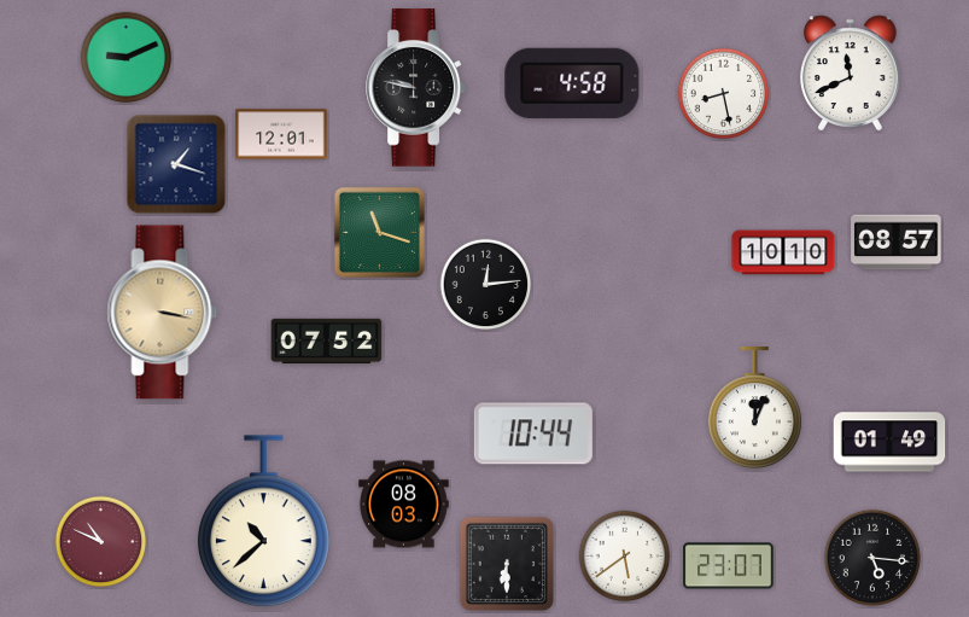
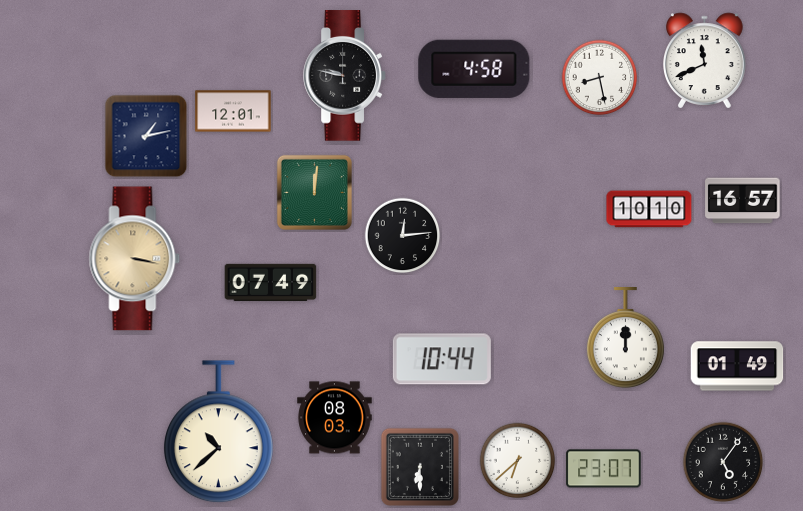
clock at (127, 58): 9:11 -> none
clock at (416, 88) position: (416, 88) -> (345, 76)
clock at (176, 164): 1:18 -> 1:13
clock at (379, 232): 11:18 -> 12:01
clock at (897, 243): 08:57 -> 16:57
clock at (327, 340): 07:52 -> 07:49
clock at (754, 409): 12:04 -> 12:00
clock at (101, 542): 10:49 -> none
clock at (625, 557): 5:39 -> 6:38
clock at (872, 558): 5:16 -> 5:06
